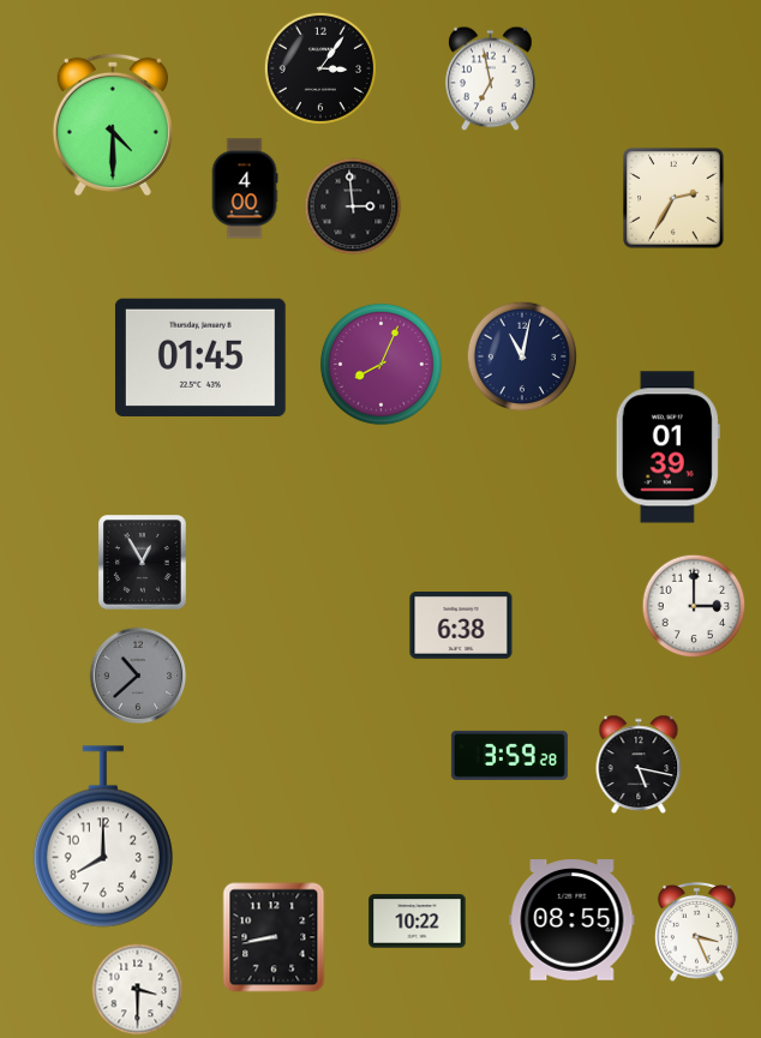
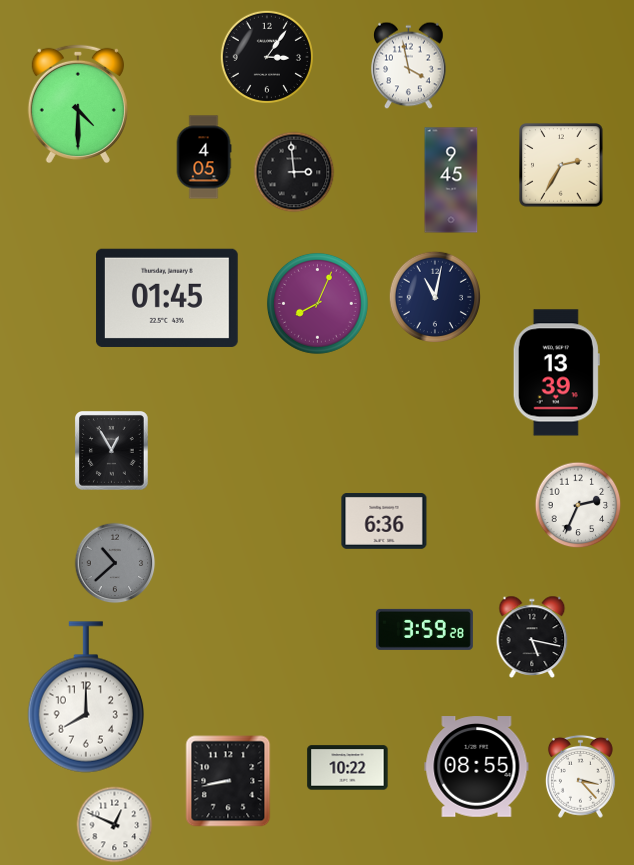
clock at (491, 79): 6:58 -> 3:58
clock at (113, 125) position: (113, 125) -> (78, 104)
clock at (245, 188): 4:00 -> 4:05
clock at (451, 180): none -> 9:45
clock at (667, 448): 01:39 -> 13:39
clock at (143, 563) position: (143, 563) -> (112, 451)
clock at (694, 606): 3:00 -> 2:34
clock at (461, 626): 6:38 -> 6:36
clock at (696, 931): 3:26 -> 3:23
clock at (138, 990): 3:30 -> 12:49
